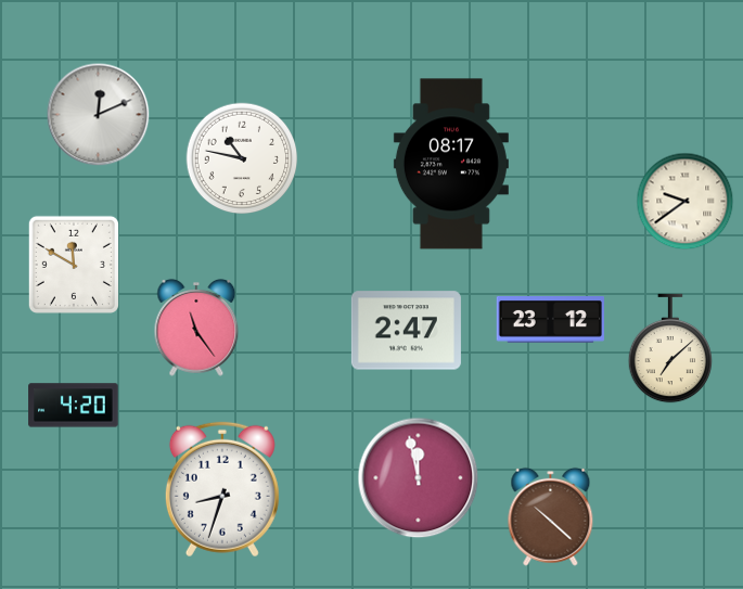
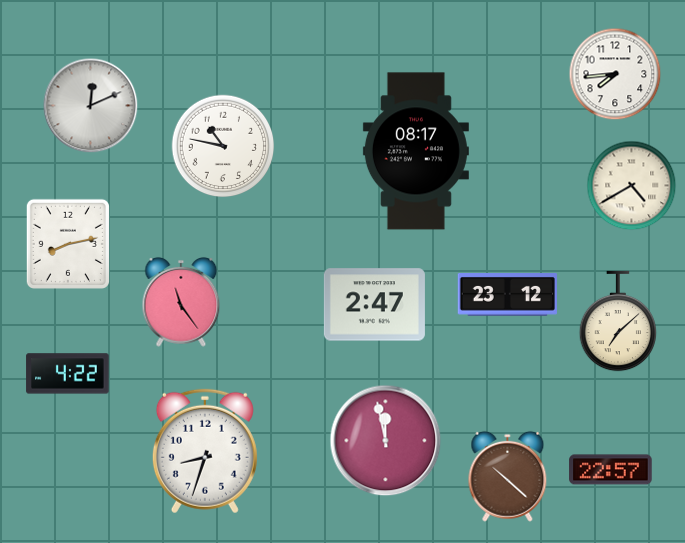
clock at (615, 74): none -> 7:44
clock at (686, 202): 9:39 -> 4:40
clock at (74, 265): 11:50 -> 8:13
clock at (74, 406): 4:20 -> 4:22
clock at (611, 470): none -> 22:57
